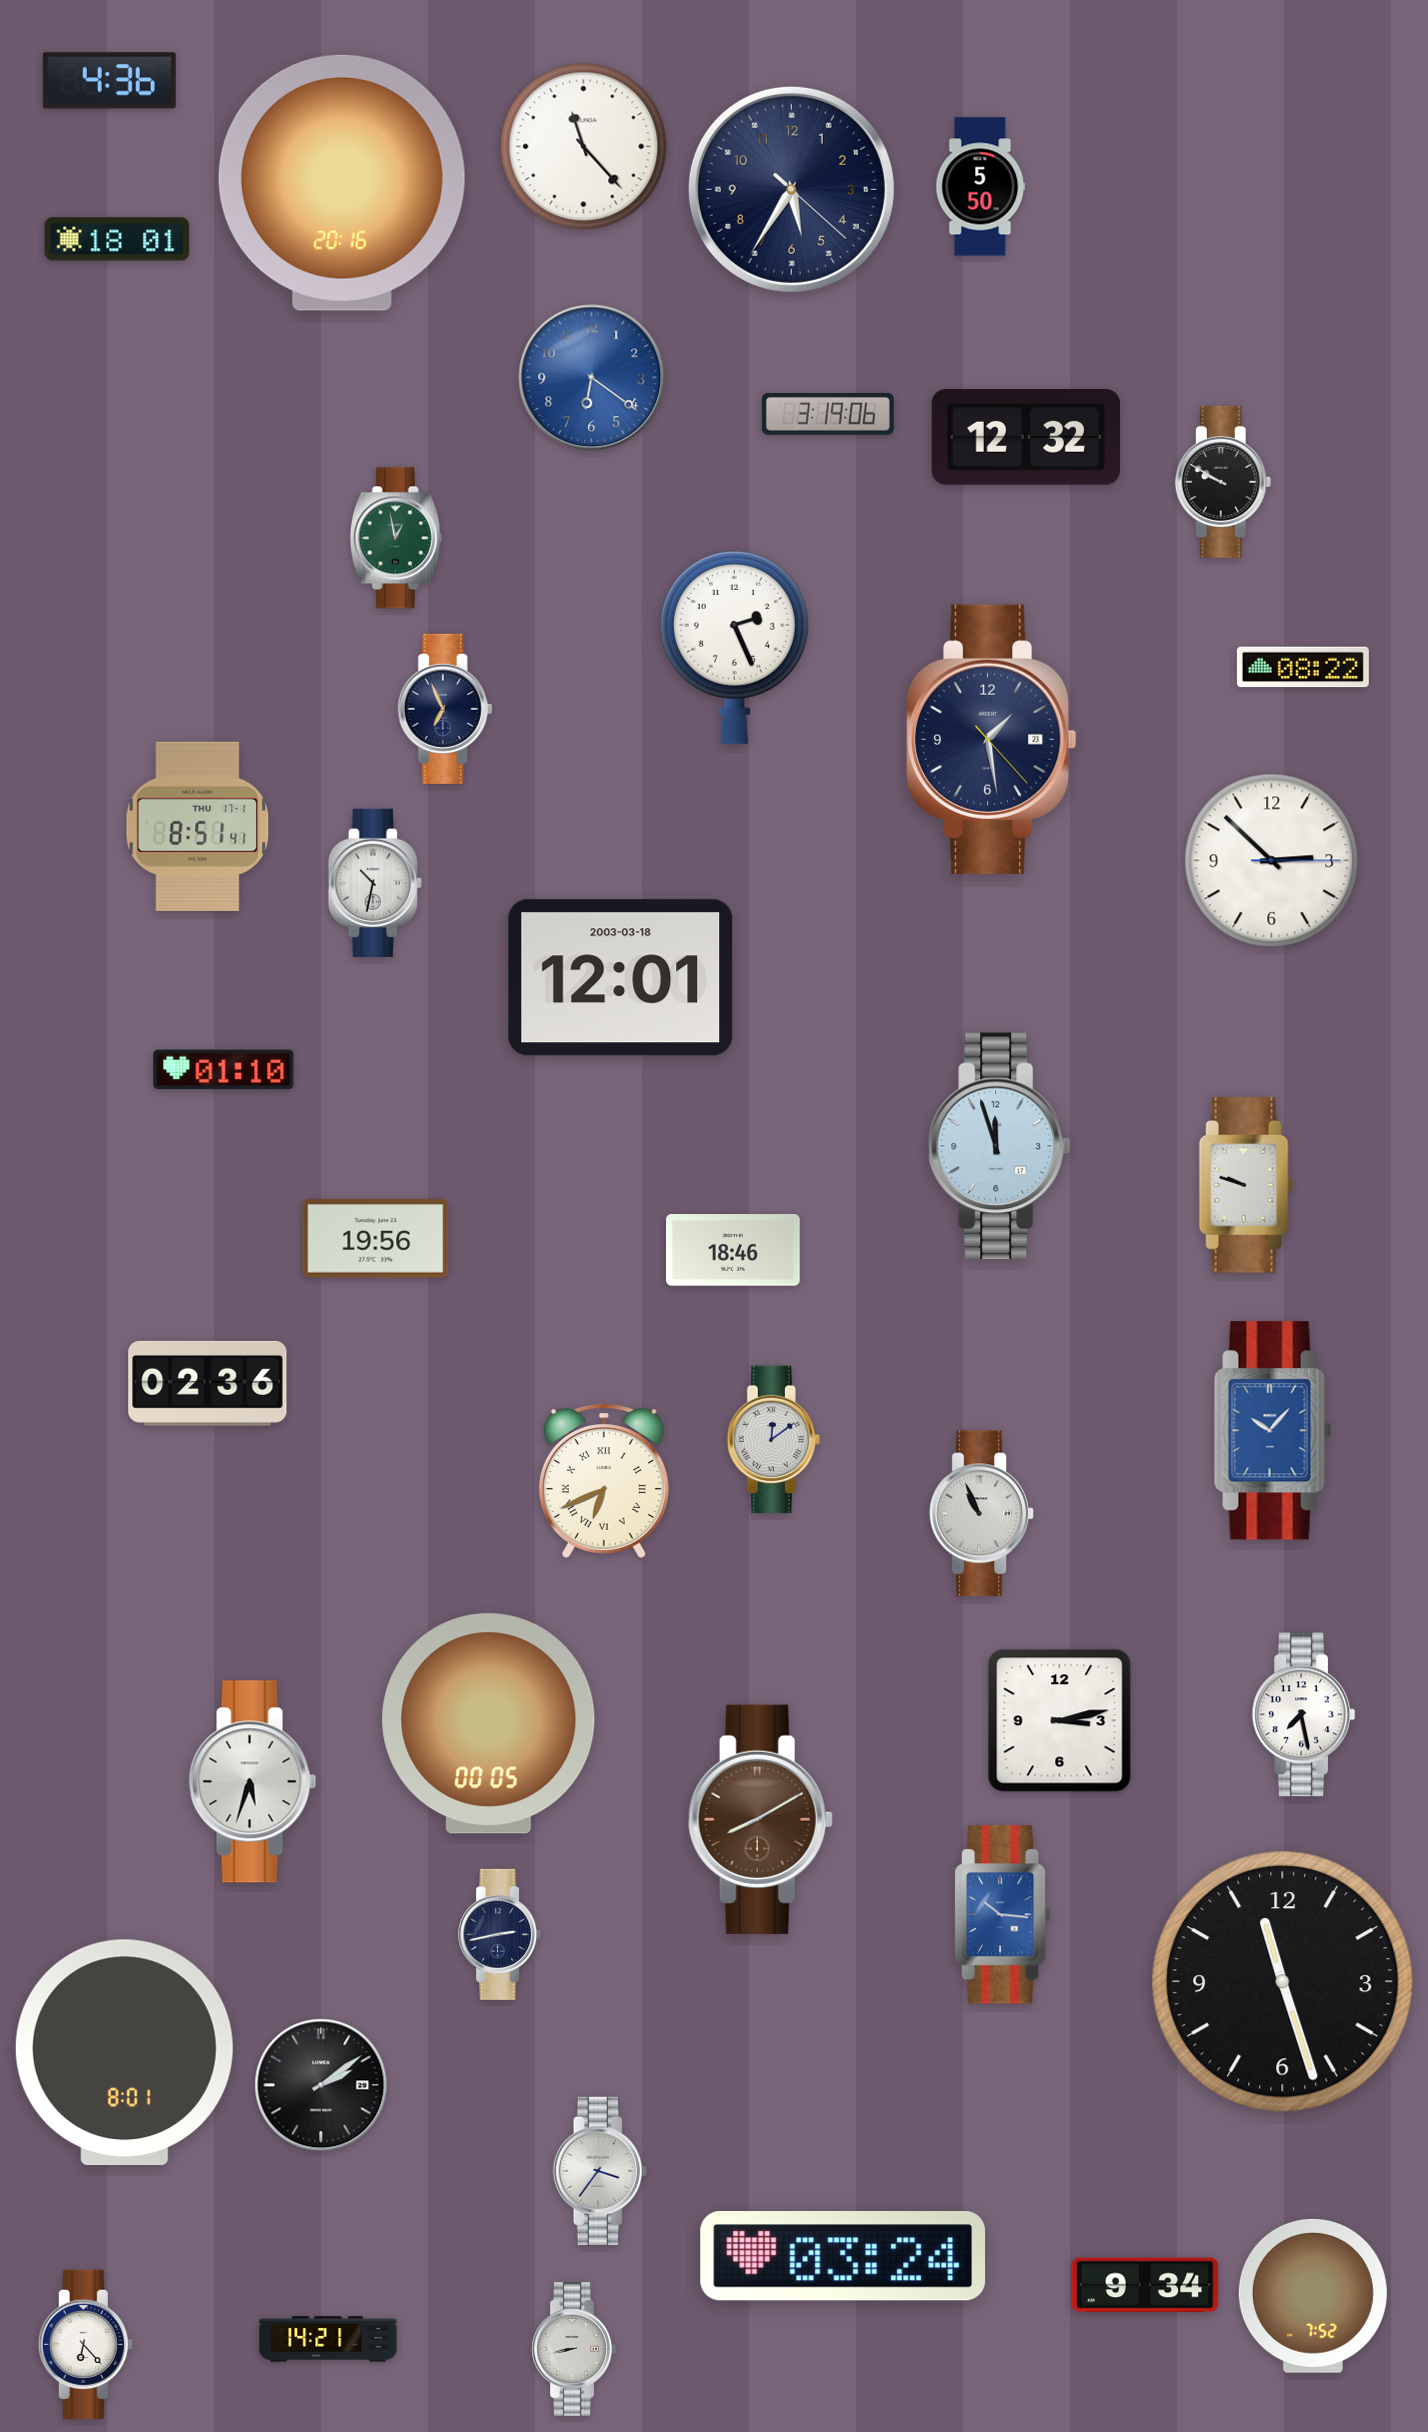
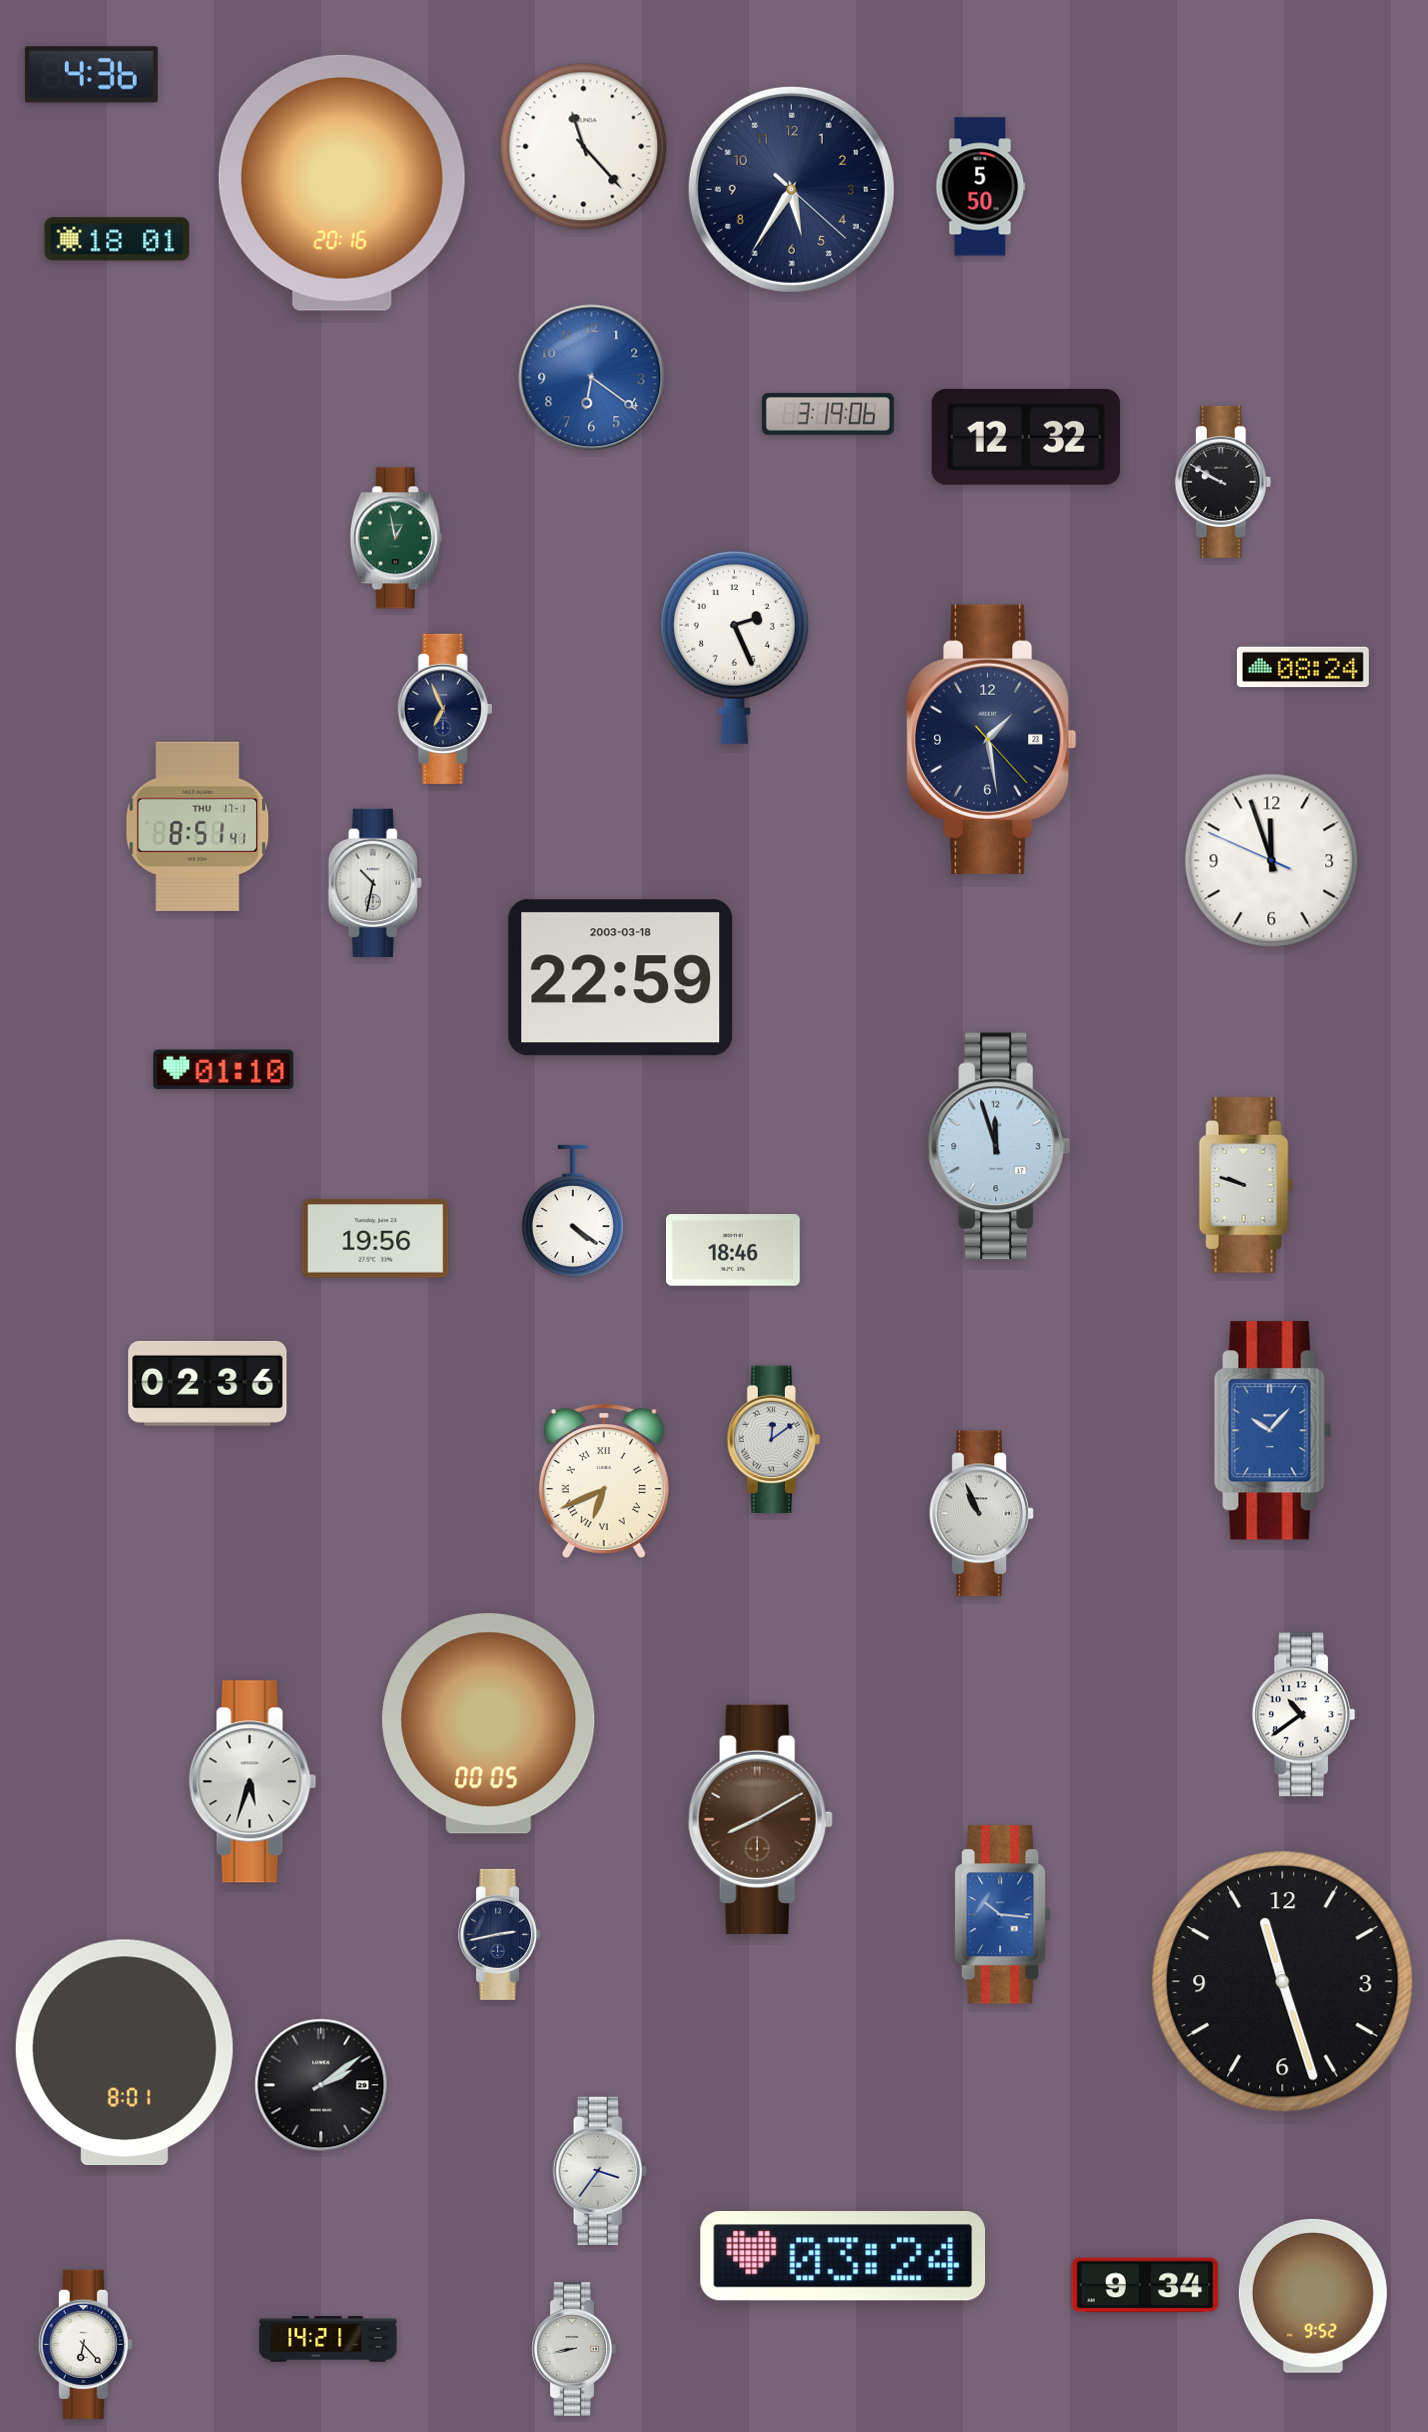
clock at (109, 81) position: (109, 81) -> (91, 75)
clock at (1303, 667): 08:22 -> 08:24
clock at (1272, 861): 2:52 -> 11:56
clock at (621, 978): 12:01 -> 22:59
clock at (573, 1211): none -> 4:21
clock at (1304, 1715): 7:28 -> 10:39
clock at (1060, 1721): 3:13 -> none
clock at (1313, 2296): 7:52 -> 9:52
